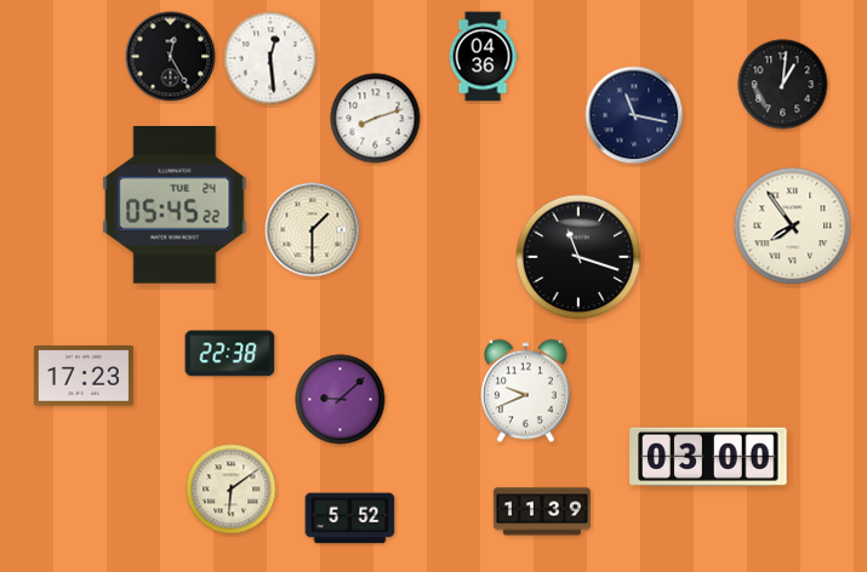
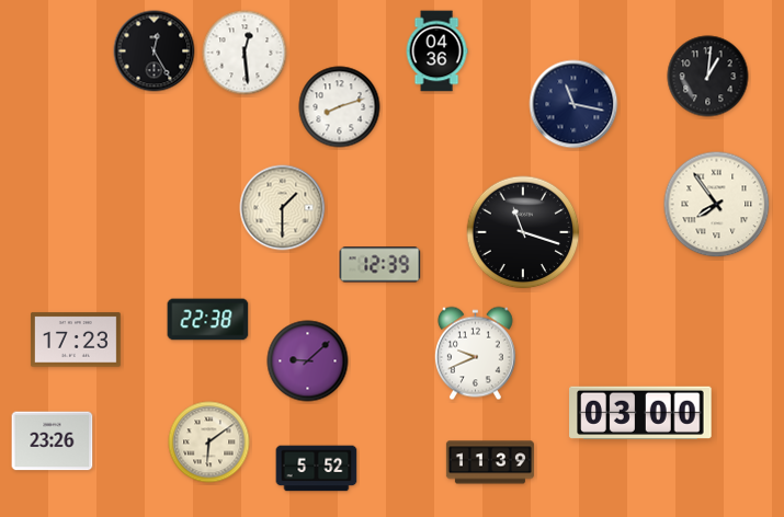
clock at (175, 206): 05:45 -> none
clock at (380, 265): none -> 12:39
clock at (53, 441): none -> 23:26
